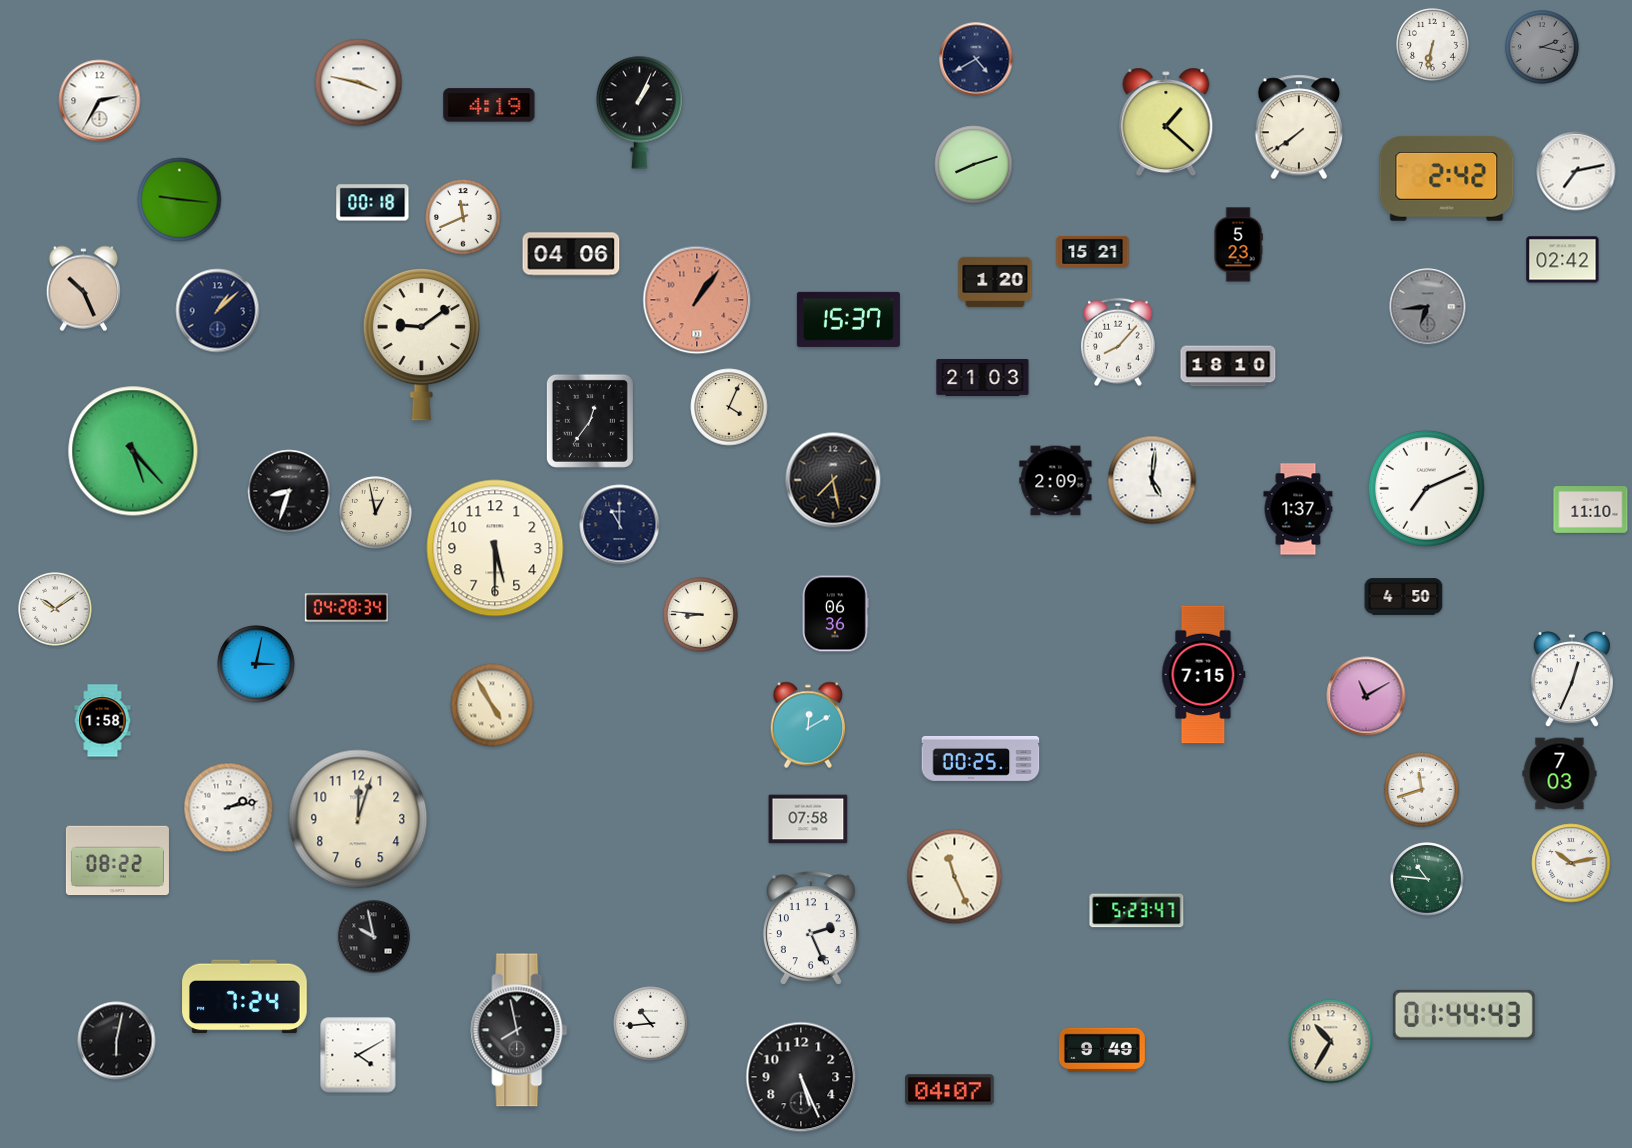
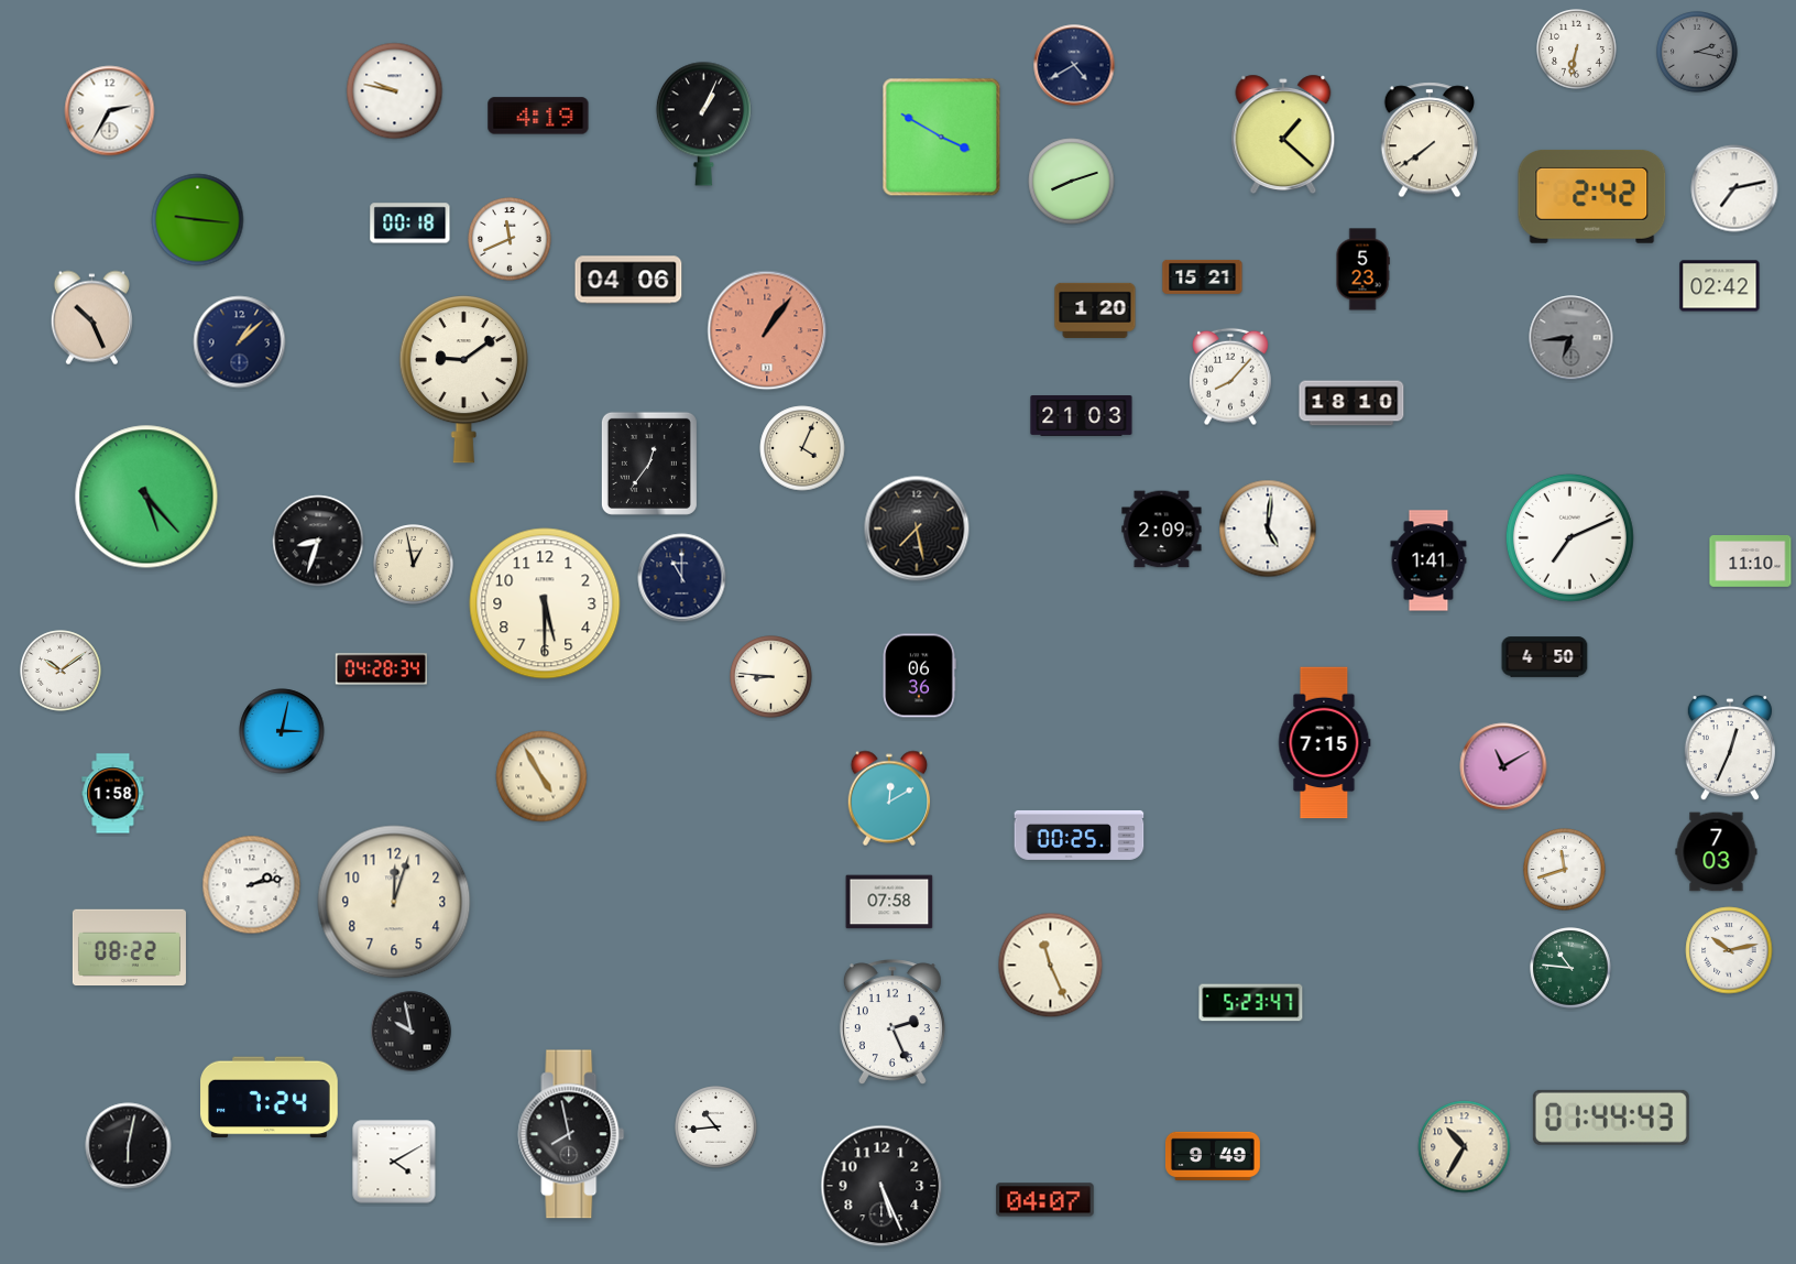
clock at (359, 83): 3:47 -> 9:47
clock at (942, 138): none -> 3:50
clock at (848, 319): 15:37 -> none
clock at (1298, 509): 1:37 -> 1:41
clock at (229, 808) position: (229, 808) -> (252, 885)
